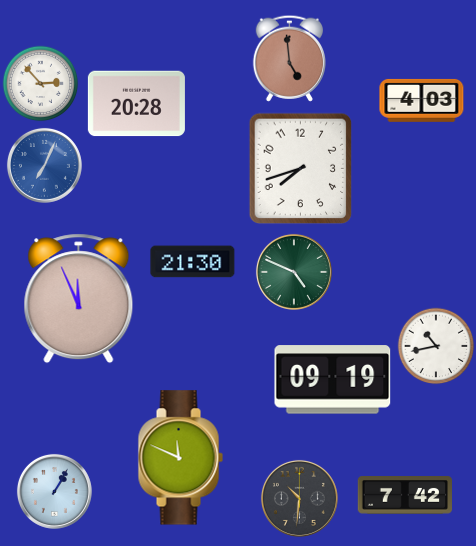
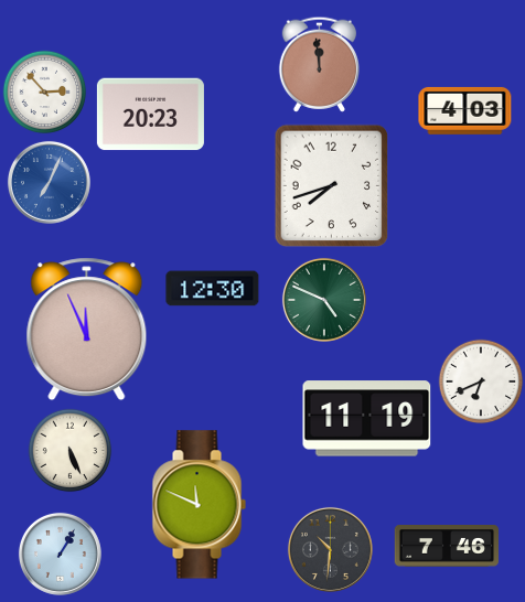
clock at (289, 58): 4:59 -> 11:59
clock at (136, 104): 20:28 -> 20:23
clock at (193, 262): 21:30 -> 12:30
clock at (436, 346): 10:43 -> 6:41
clock at (333, 380): 09:19 -> 11:19
clock at (71, 451): none -> 5:26
clock at (54, 491) position: (54, 491) -> (60, 553)
clock at (405, 496): 7:42 -> 7:46
